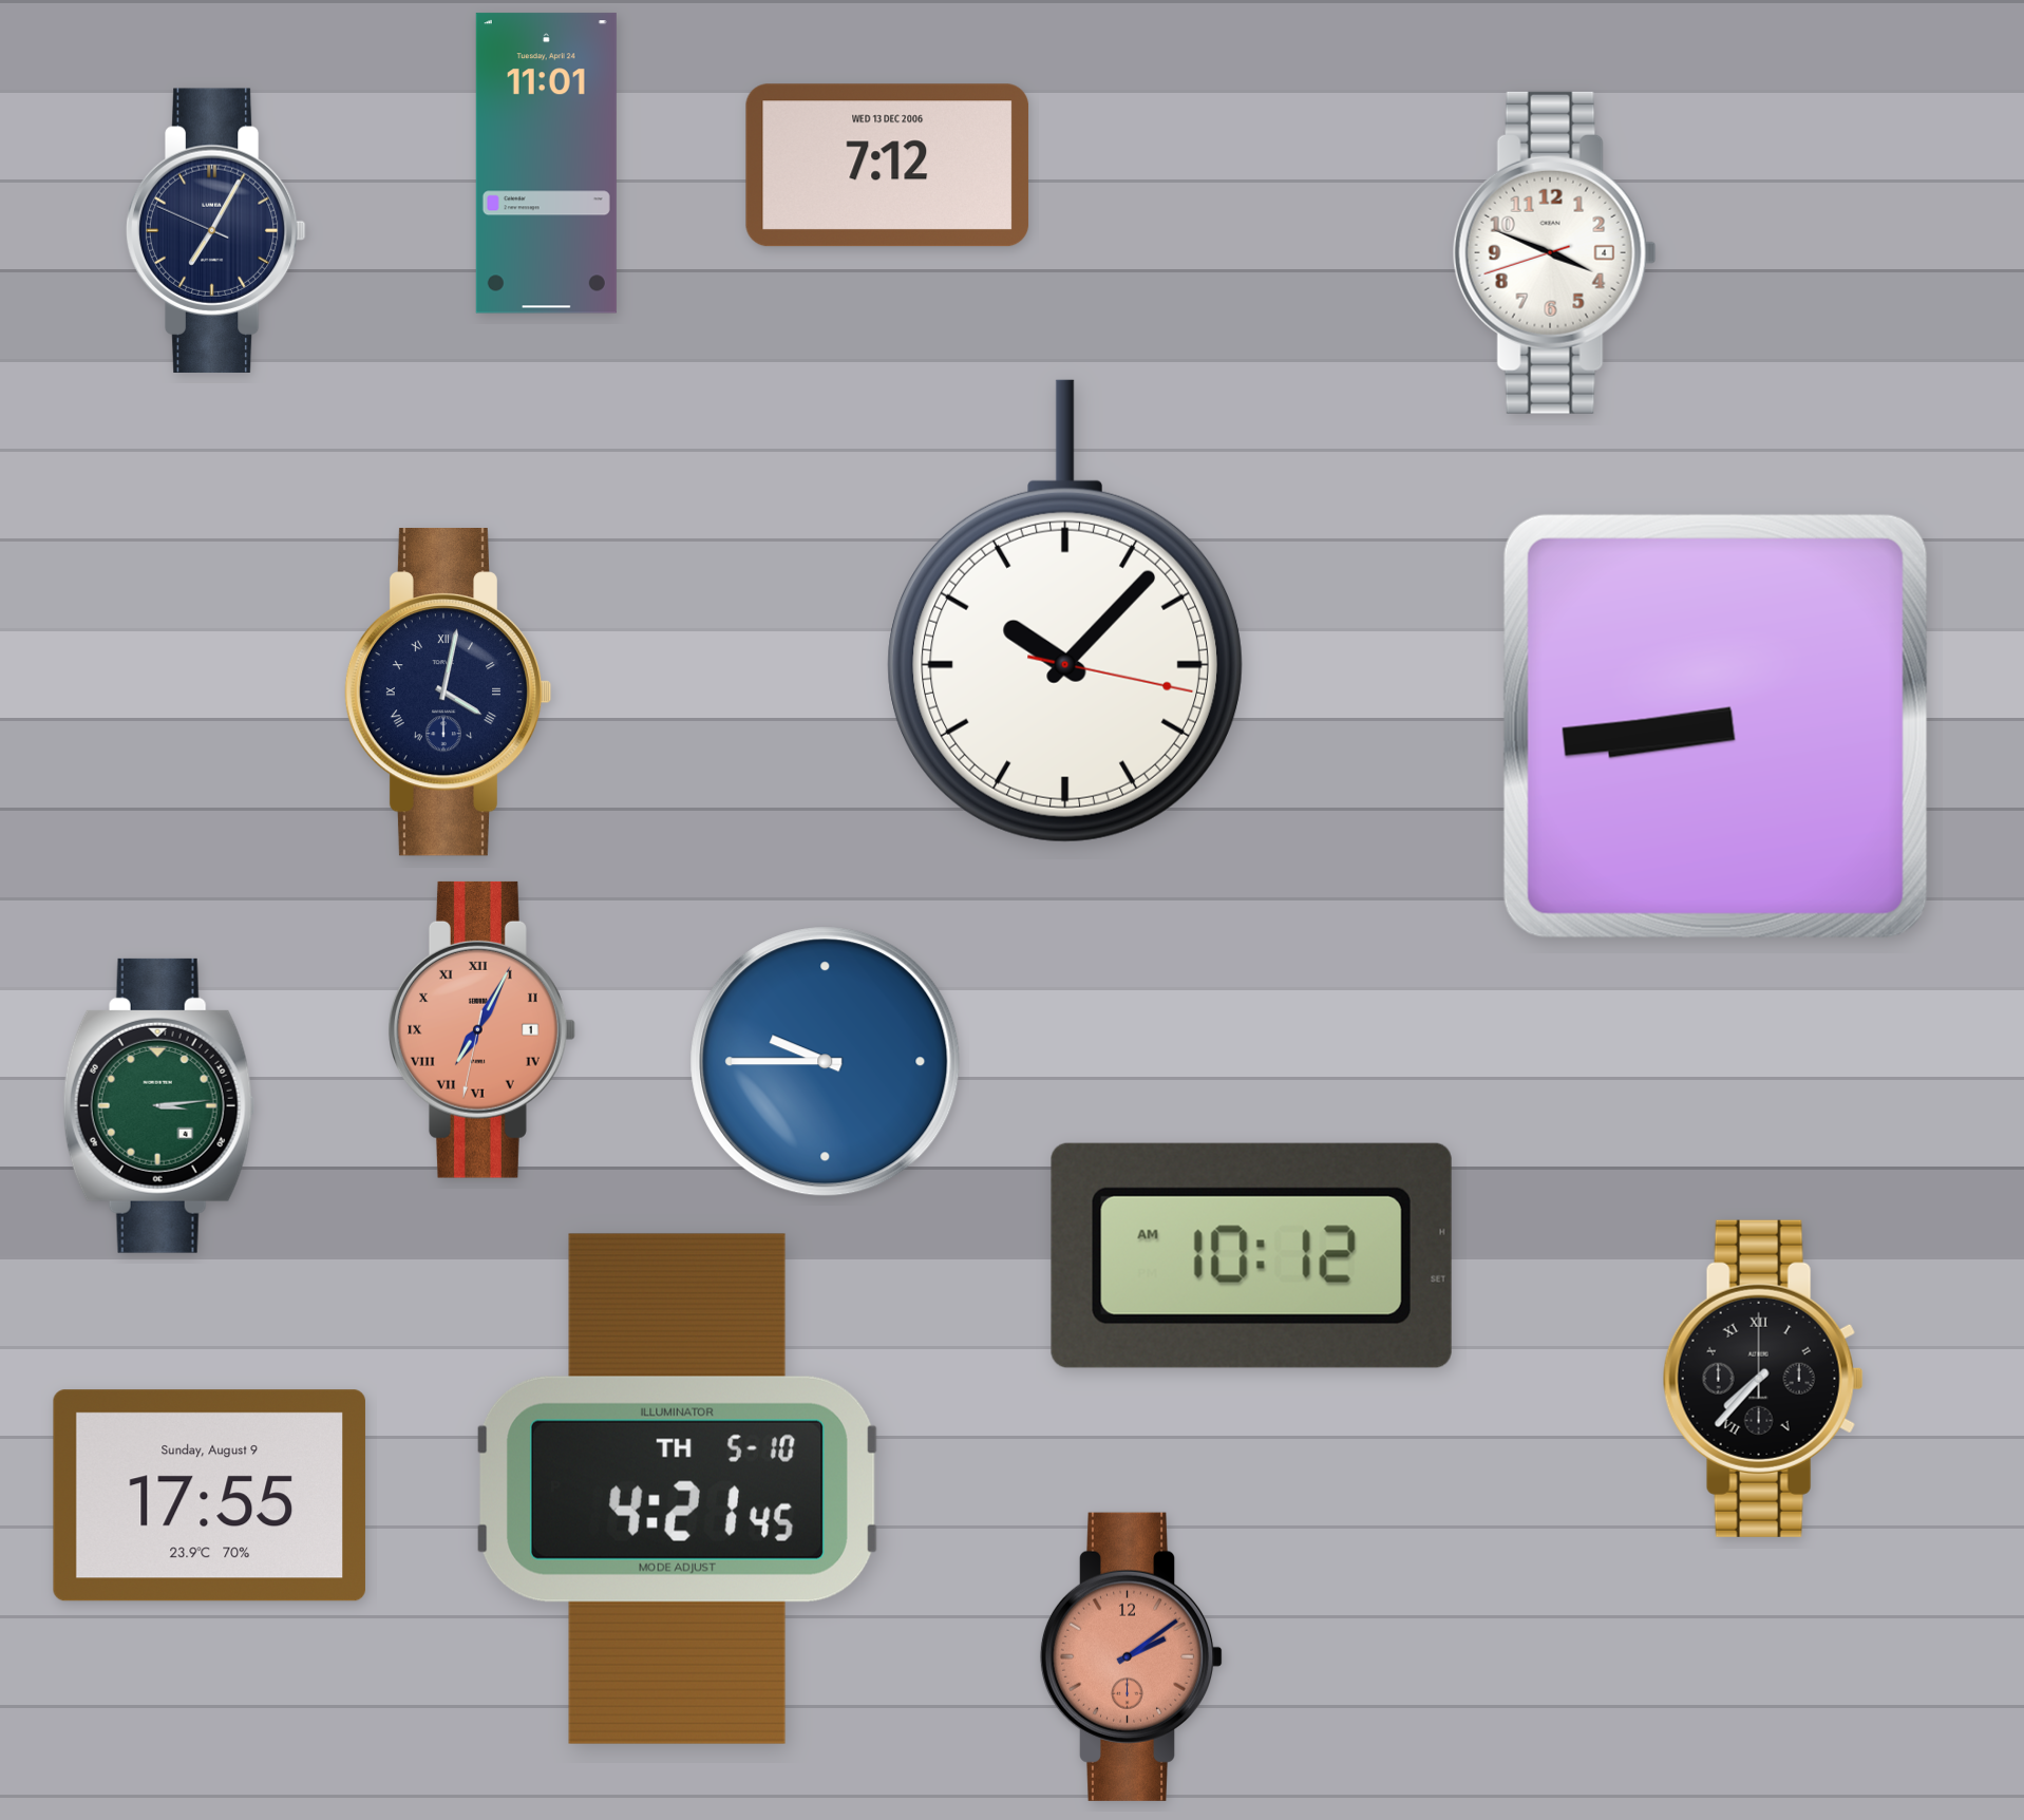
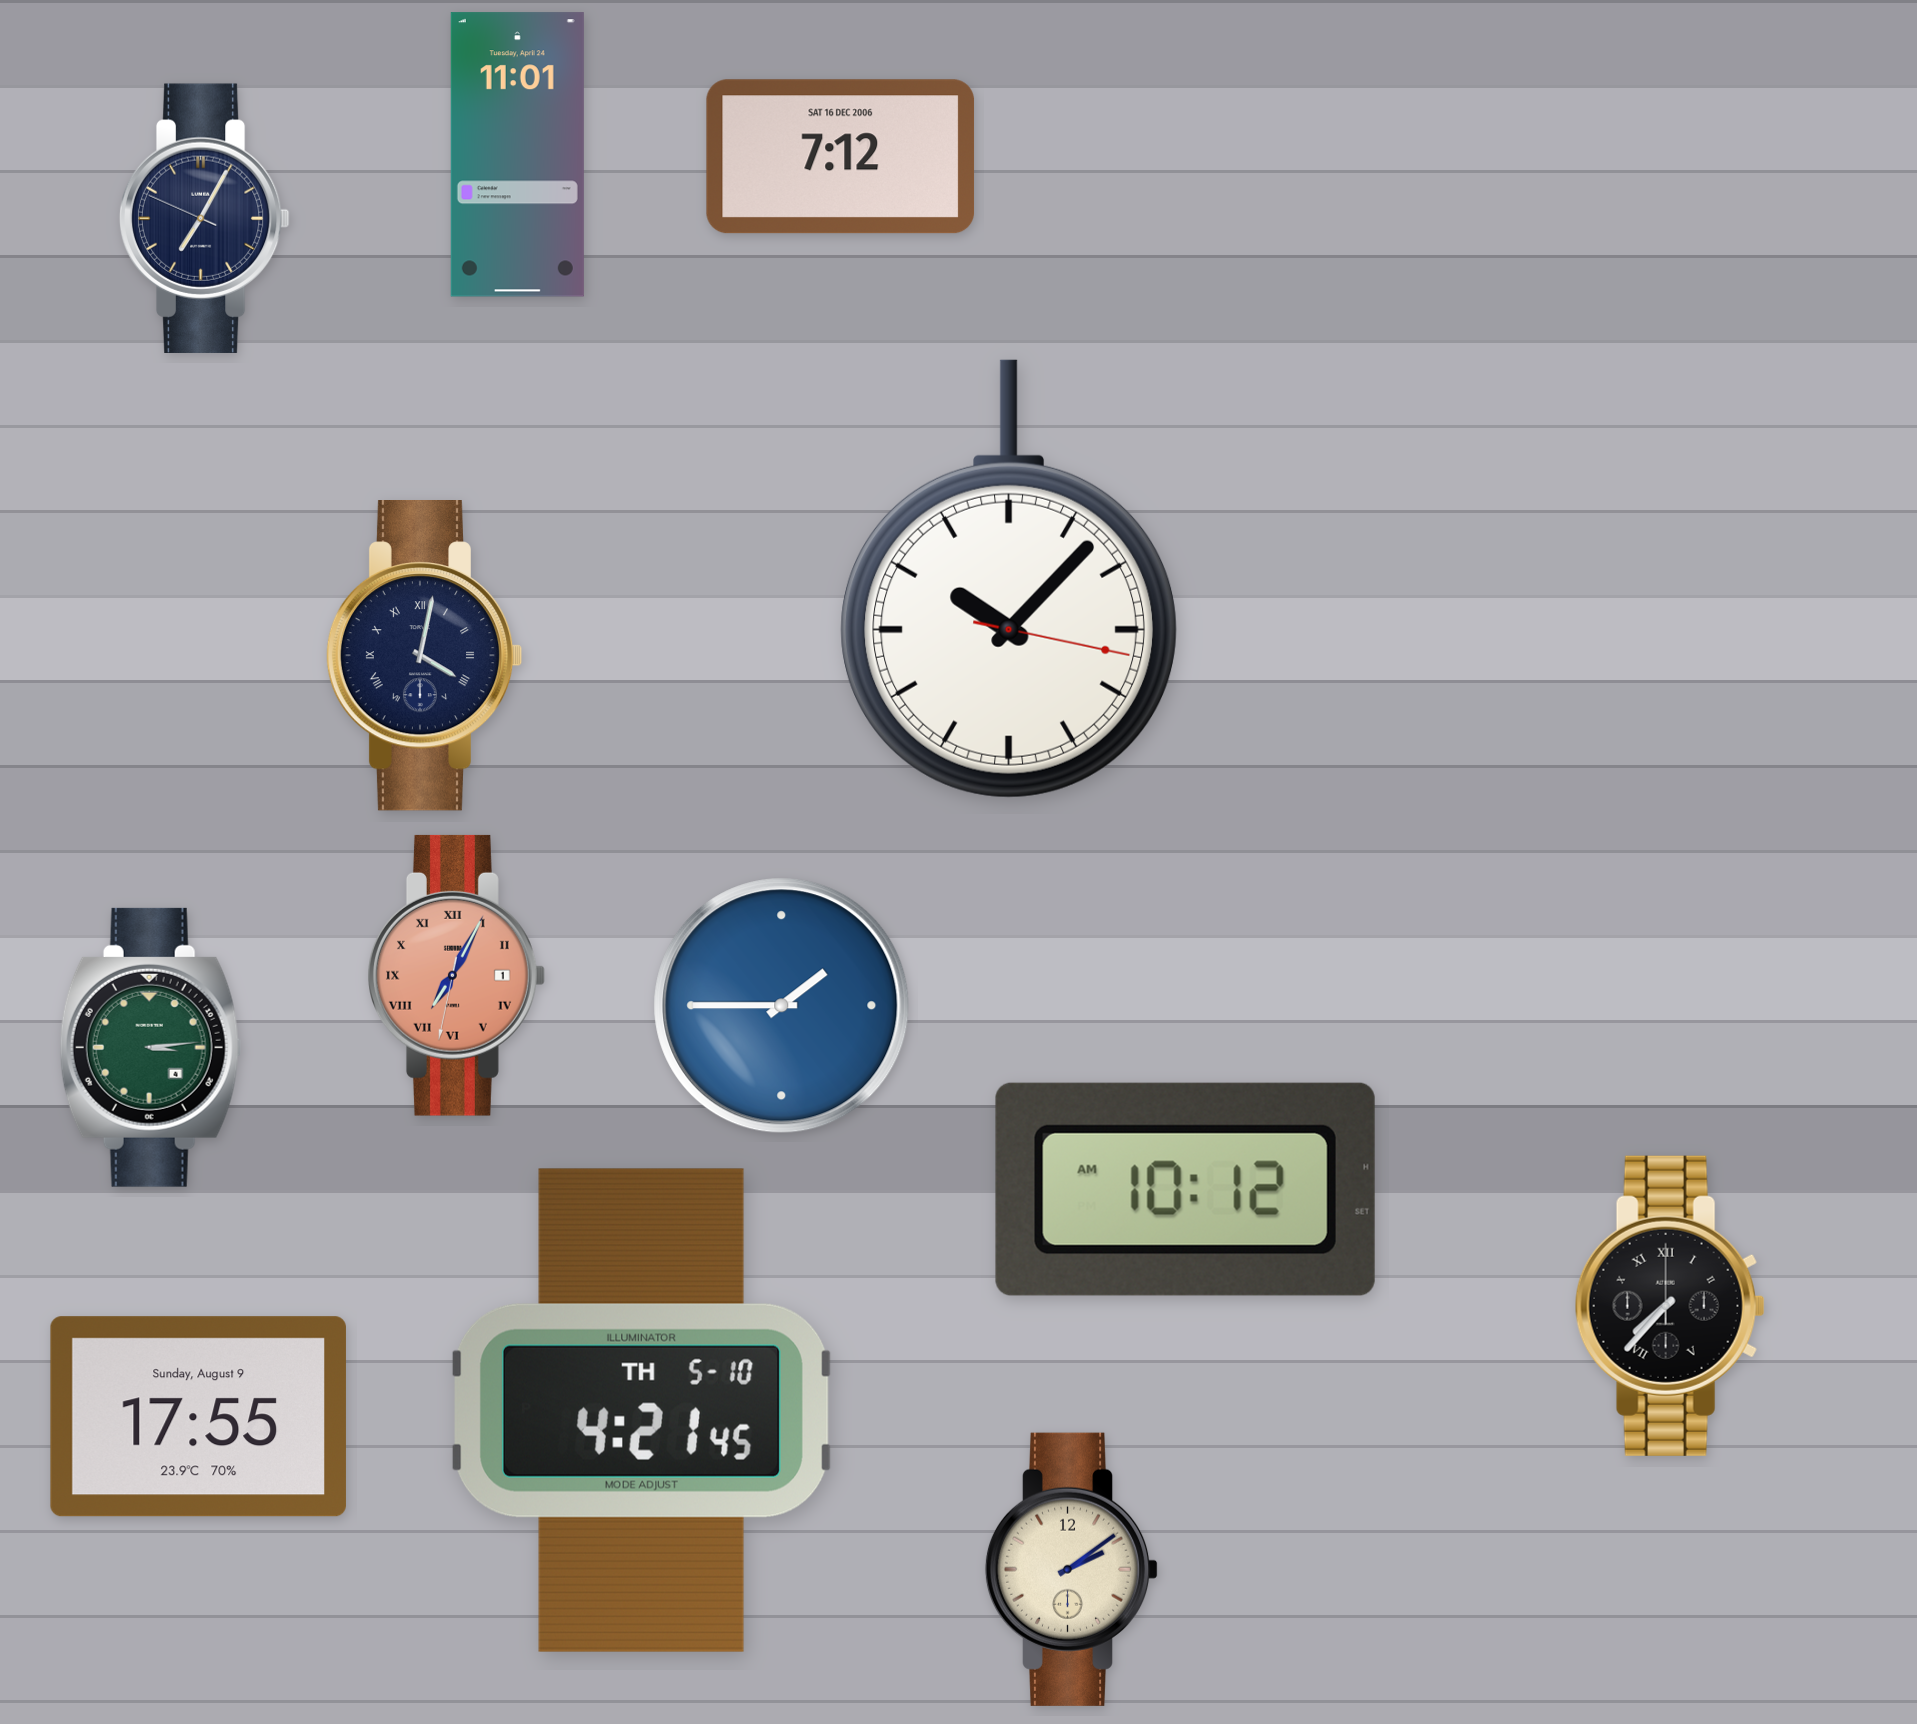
clock at (888, 166) date: WED 13 DEC 2006 -> SAT 16 DEC 2006
clock at (1554, 252): 3:48 -> none
clock at (1716, 726): 8:44 -> none
clock at (826, 1062): 9:45 -> 1:45
clock at (1132, 1656) dial: salmon -> cream
